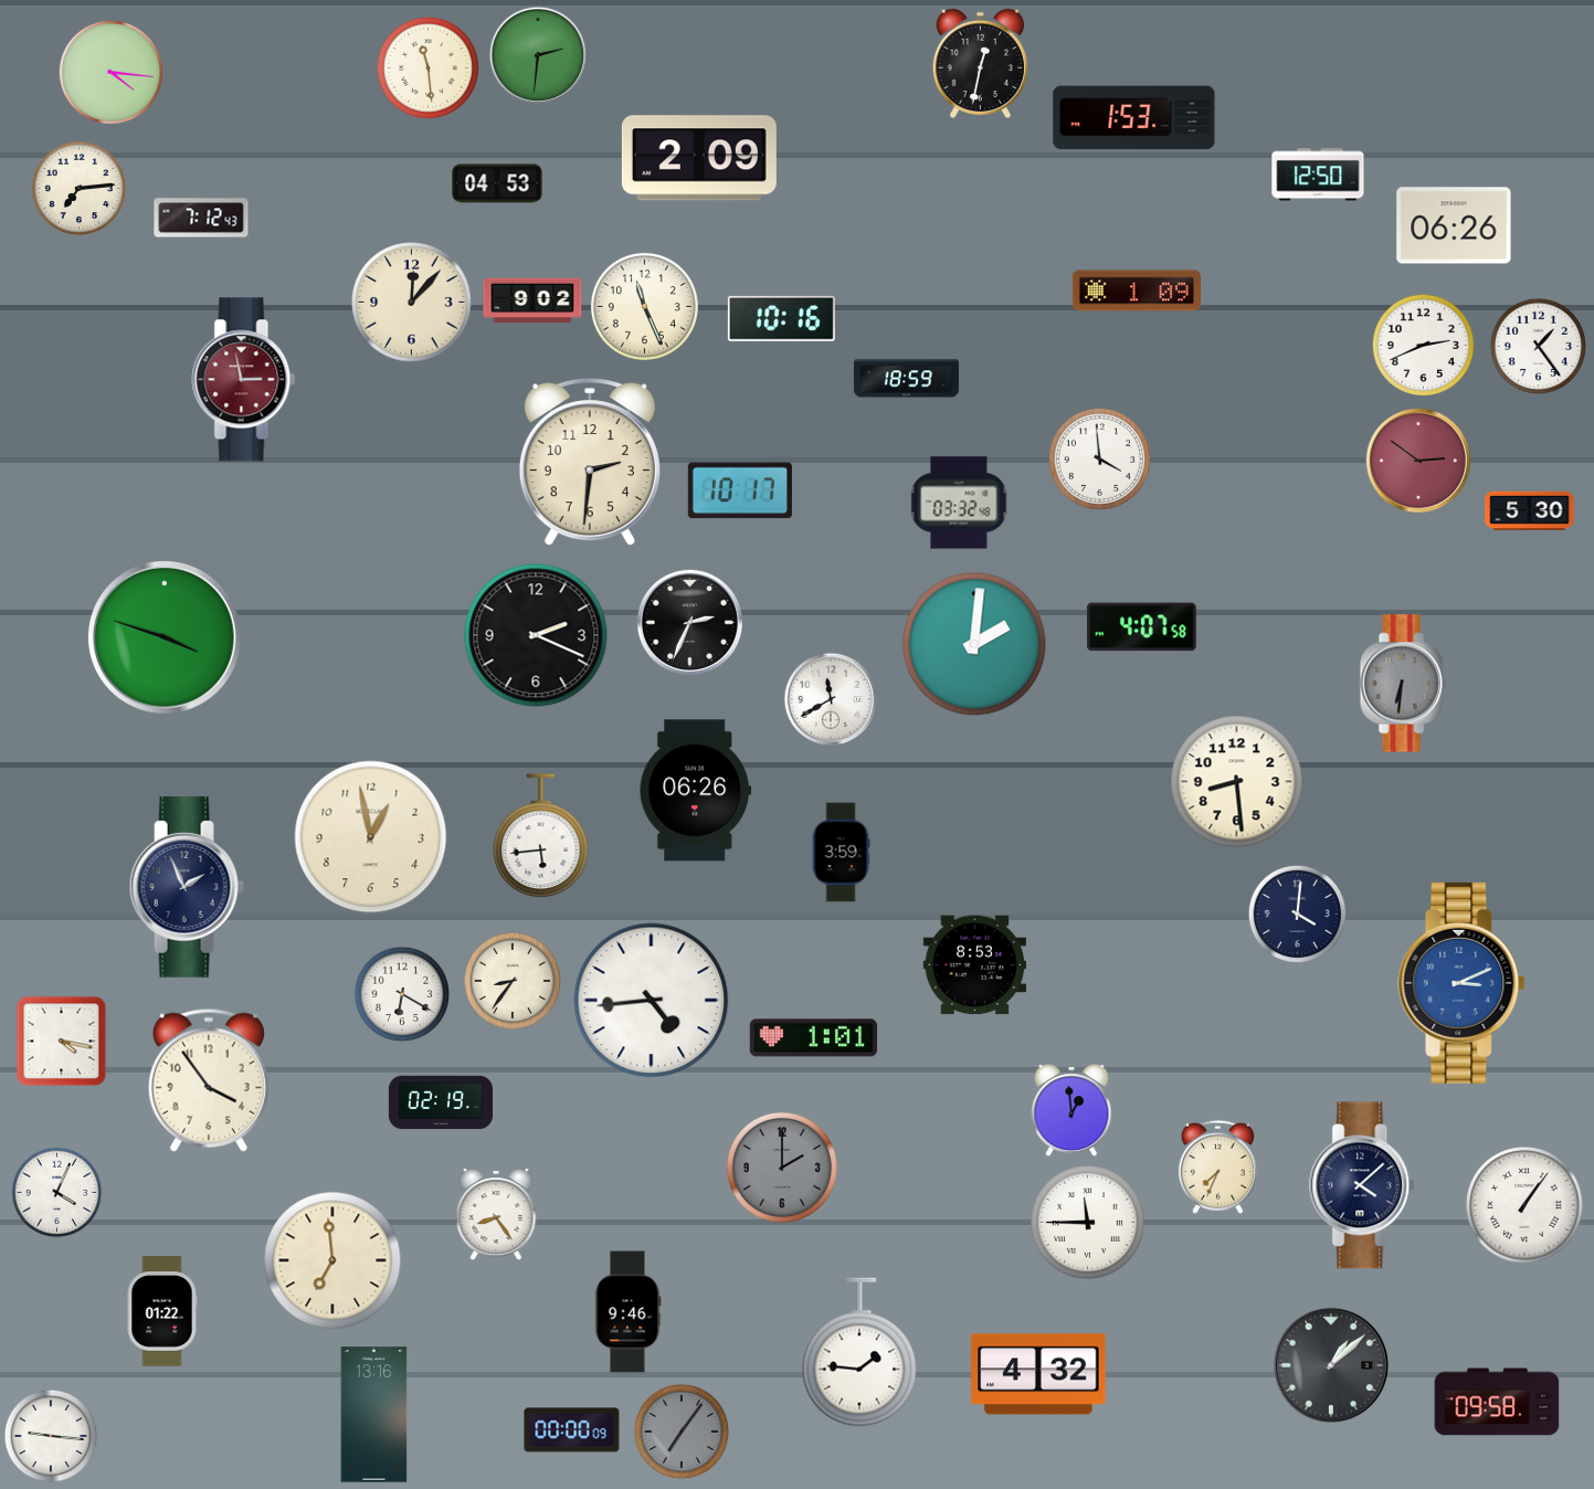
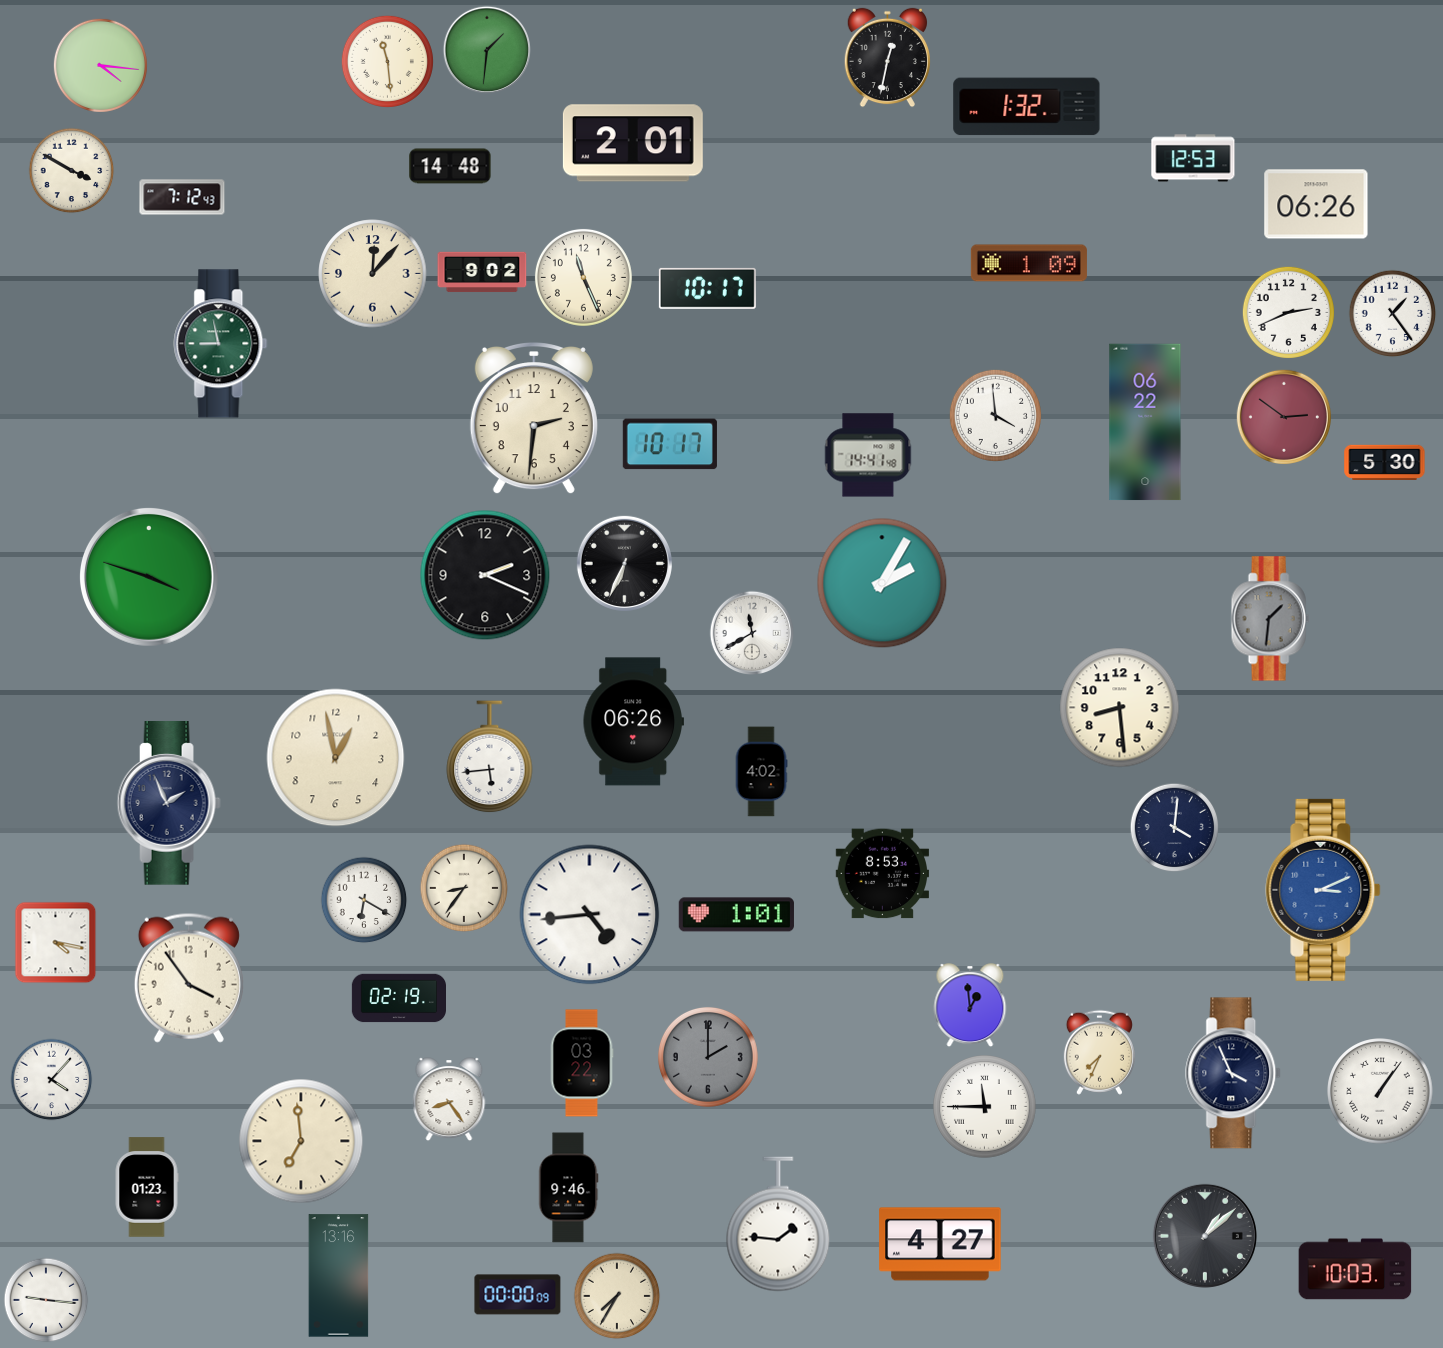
clock at (537, 54): 2:31 -> 1:31
clock at (1134, 118): 1:53 -> 1:32
clock at (699, 158): 2:09 -> 2:01
clock at (1318, 175): 12:50 -> 12:53
clock at (497, 183): 04:53 -> 14:48
clock at (80, 189): 7:14 -> 3:50
clock at (781, 318): 10:16 -> 10:17
clock at (906, 379): 18:59 -> none
clock at (244, 380): 2:58 -> 8:58
clock at (244, 380) dial: burgundy -> green
clock at (1145, 422): none -> 06:22
clock at (959, 503): 03:32 -> 14:41
clock at (689, 622): 2:34 -> 6:34
clock at (1142, 627): 4:07 -> none
clock at (974, 644): 2:01 -> 2:05
clock at (1403, 684): 6:31 -> 1:31
clock at (695, 791) position: (695, 791) -> (633, 722)
clock at (841, 853): 3:59 -> 4:02
clock at (652, 1001) position: (652, 1001) -> (590, 915)
clock at (813, 1038) position: (813, 1038) -> (736, 915)
clock at (1217, 1166) position: (1217, 1166) -> (1099, 1052)
clock at (582, 1063): none -> 03:22
clock at (1363, 1185): 4:08 -> 3:56
clock at (57, 1193): 4:04 -> 4:07
clock at (162, 1311): 01:22 -> 01:23
clock at (1038, 1374): 4:32 -> 4:27
clock at (1497, 1402): 09:58 -> 10:03
clock at (374, 1415) position: (374, 1415) -> (339, 1276)
clock at (682, 1432): 7:06 -> 7:35
clock at (682, 1432) dial: grey -> cream
